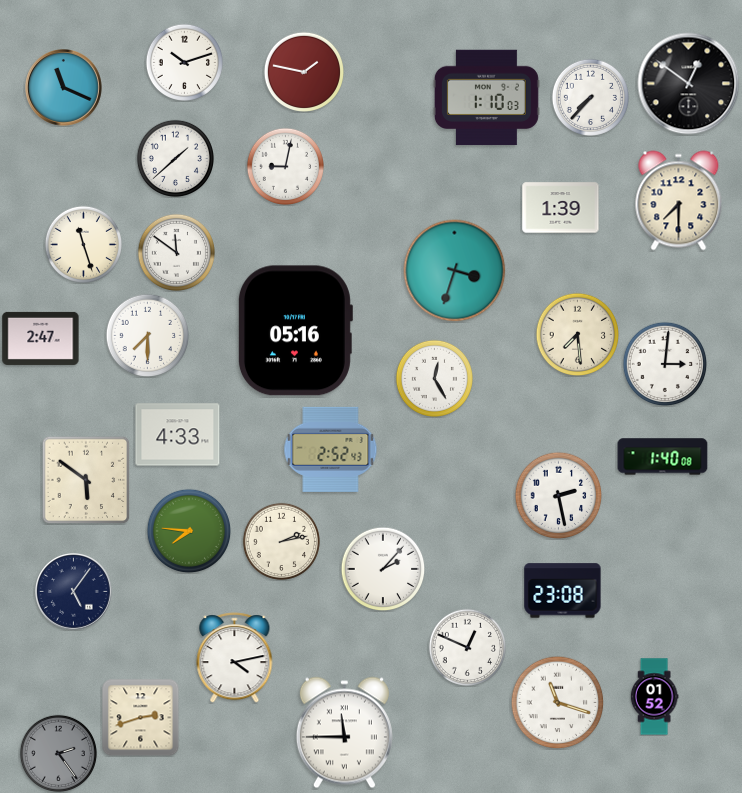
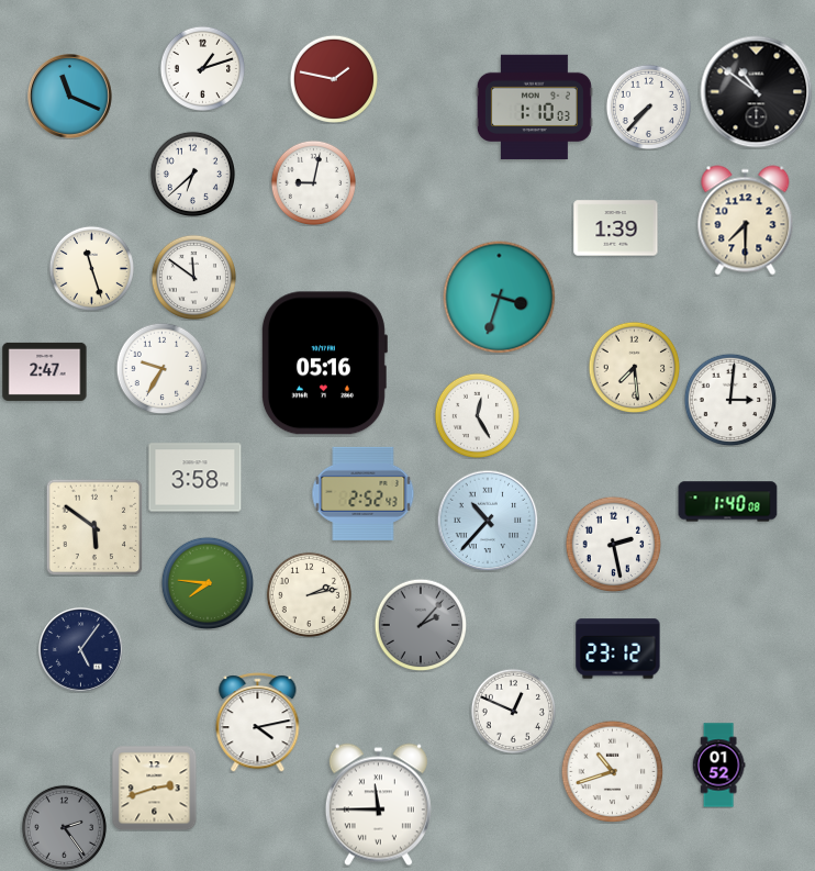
clock at (184, 62): 10:12 -> 1:12
clock at (689, 84): 12:51 -> 10:51
clock at (175, 158): 1:38 -> 6:38
clock at (147, 335): 7:30 -> 9:35
clock at (178, 435): 4:33 -> 3:58
clock at (488, 521): none -> 10:37
clock at (383, 569) dial: white -> grey
clock at (563, 591): 23:08 -> 23:12
clock at (557, 702): 11:18 -> 10:42
